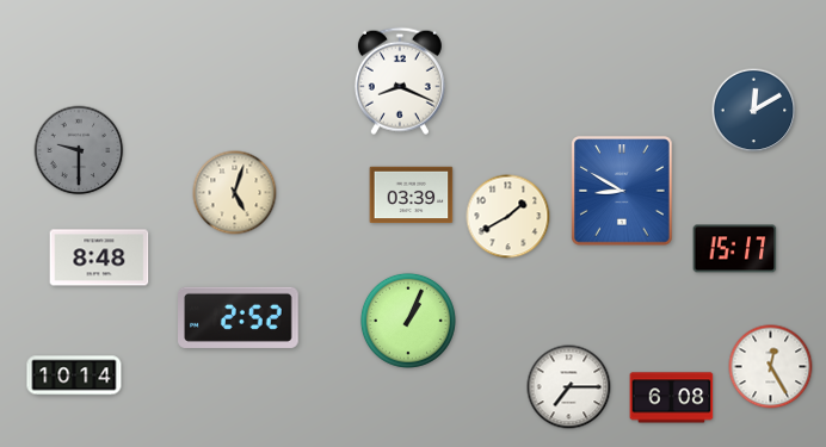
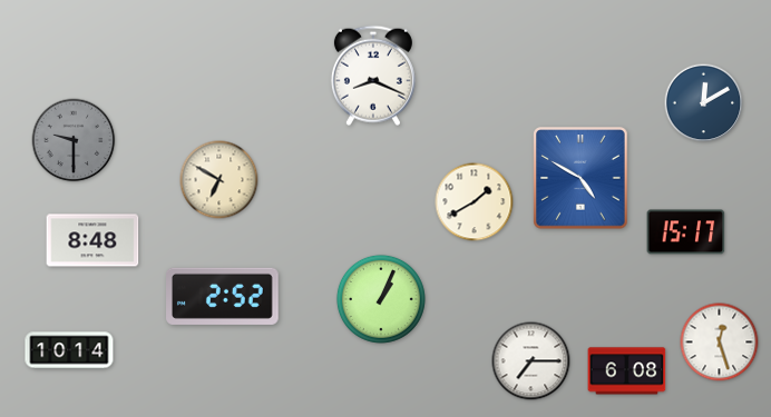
clock at (622, 191): 8:50 -> 4:50
clock at (235, 193): 5:03 -> 6:50
clock at (412, 195): 03:39 -> none
clock at (771, 367): 12:25 -> 12:27
